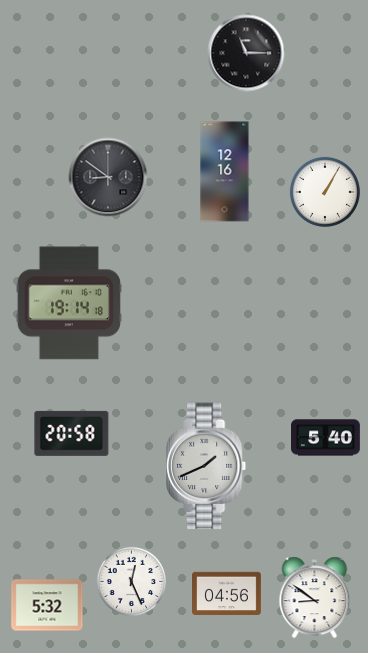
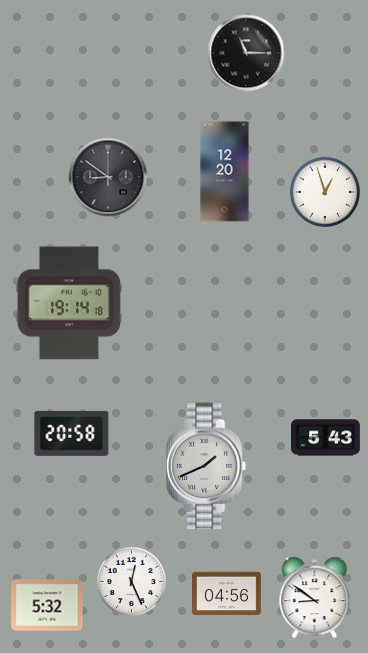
clock at (225, 172): 12:16 -> 12:20
clock at (325, 192): 1:05 -> 12:57
clock at (326, 438): 5:40 -> 5:43
